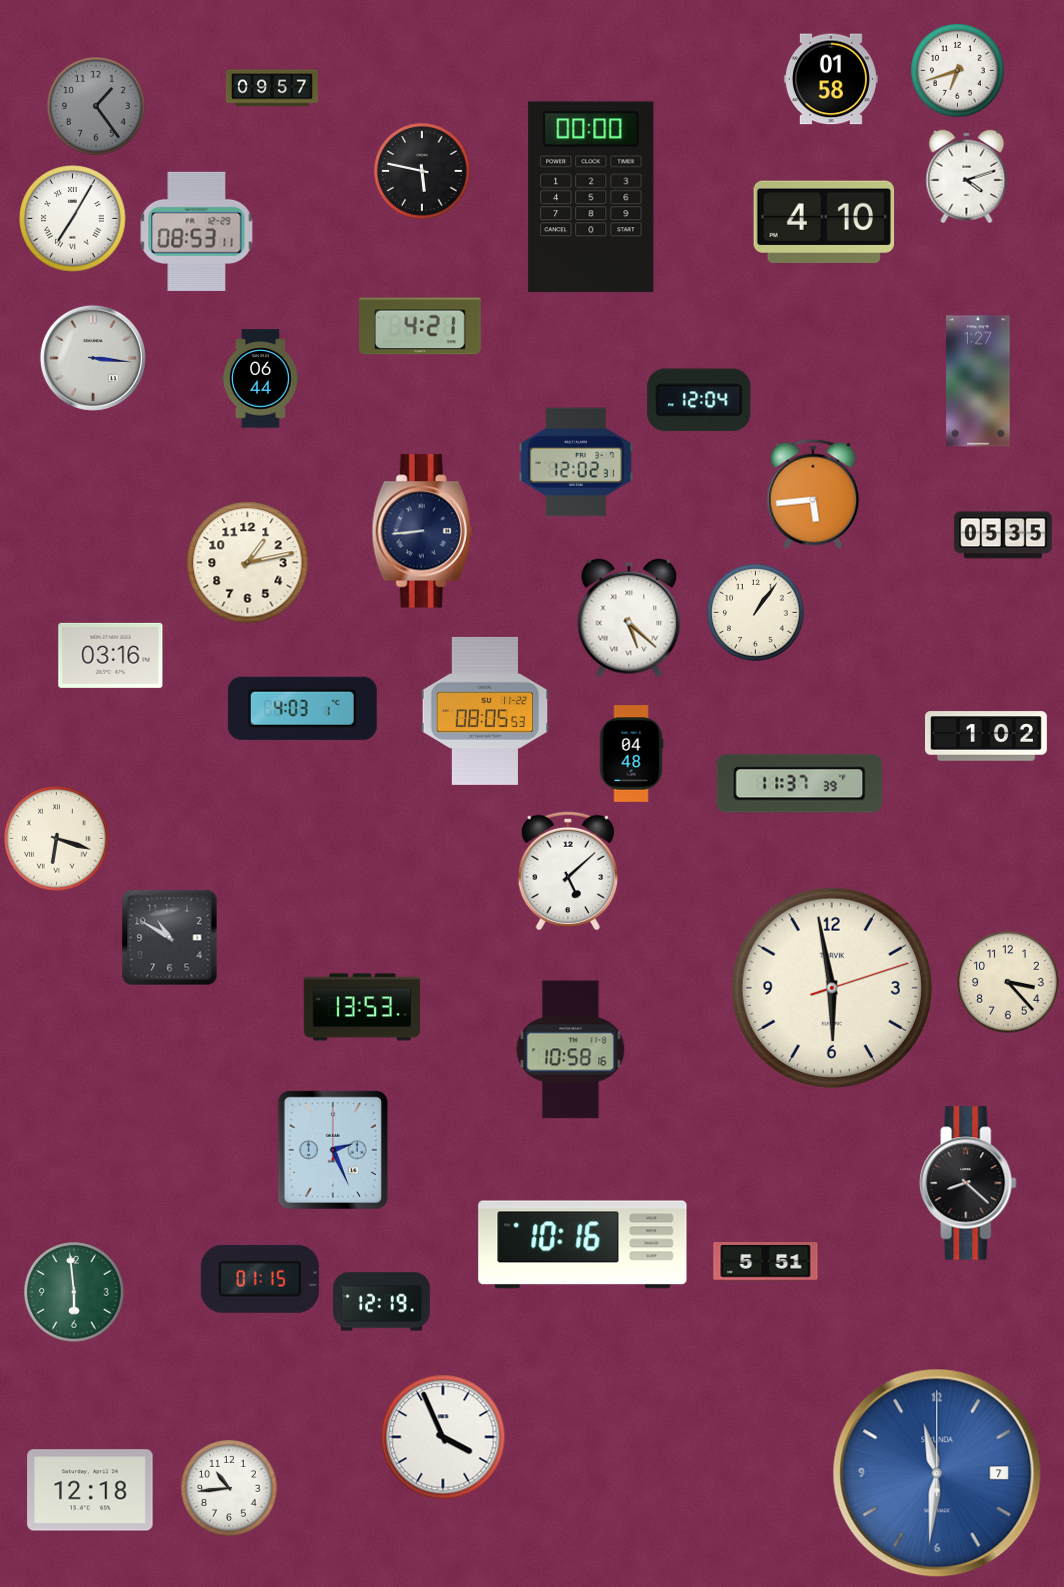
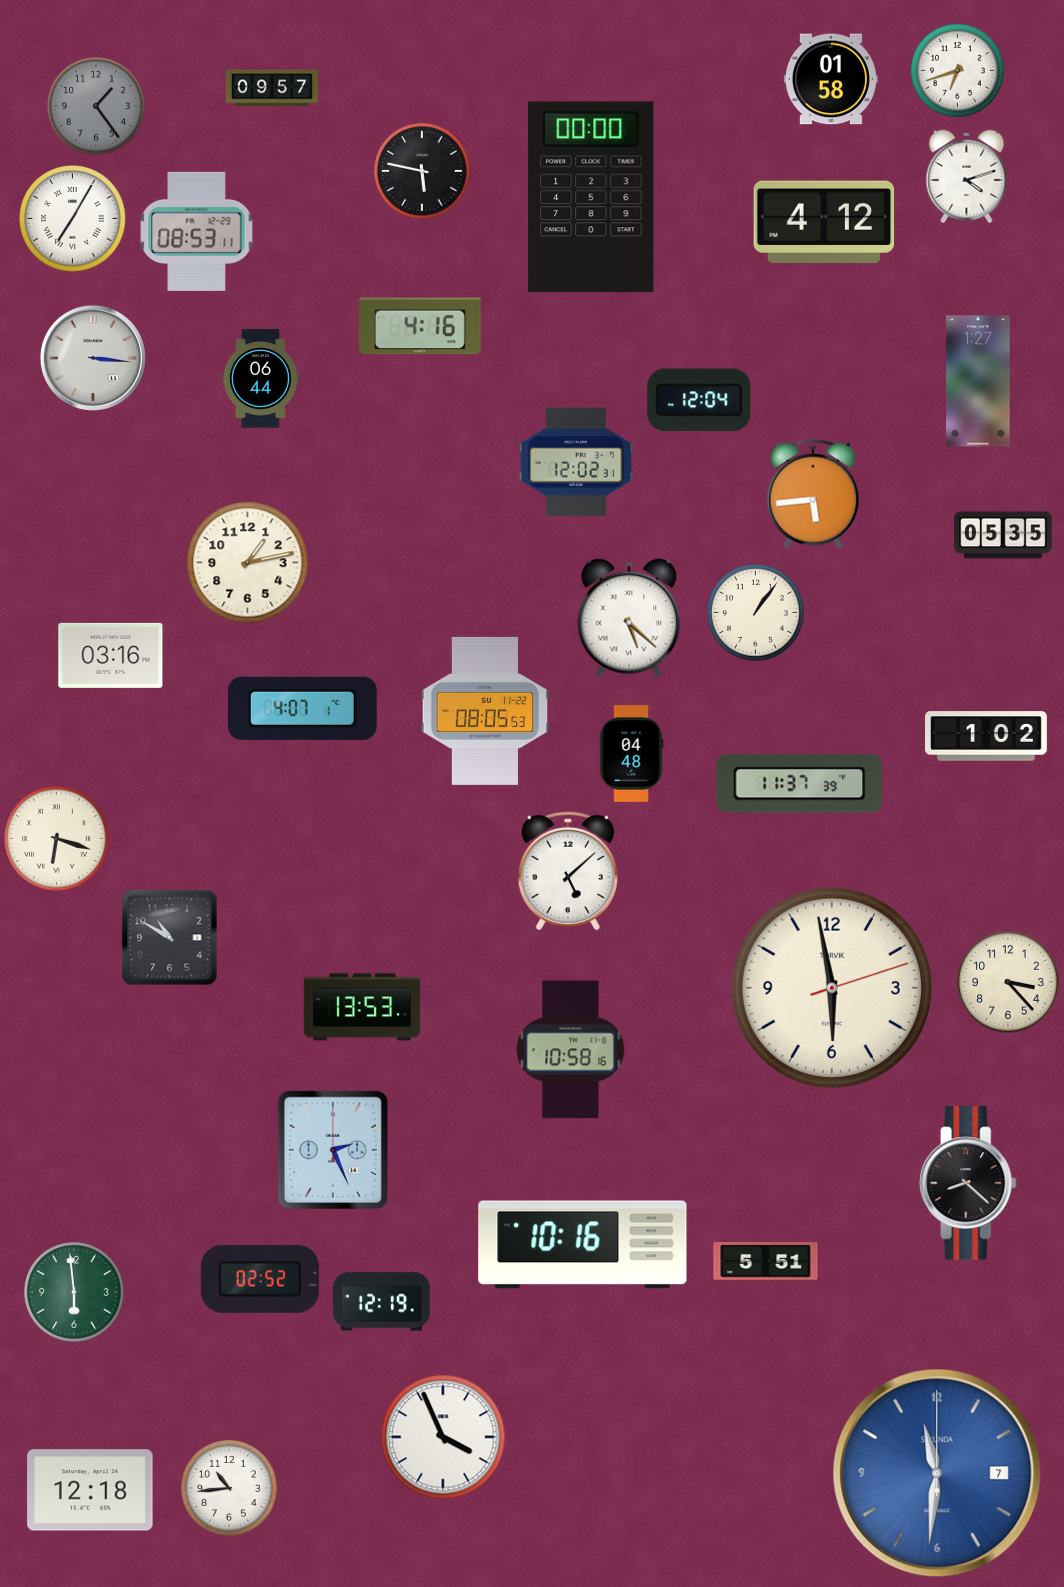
clock at (824, 222): 4:10 -> 4:12
clock at (420, 326): 4:21 -> 4:16
clock at (422, 531): 8:44 -> none
clock at (302, 708): 4:03 -> 4:07
clock at (260, 1279): 01:15 -> 02:52
